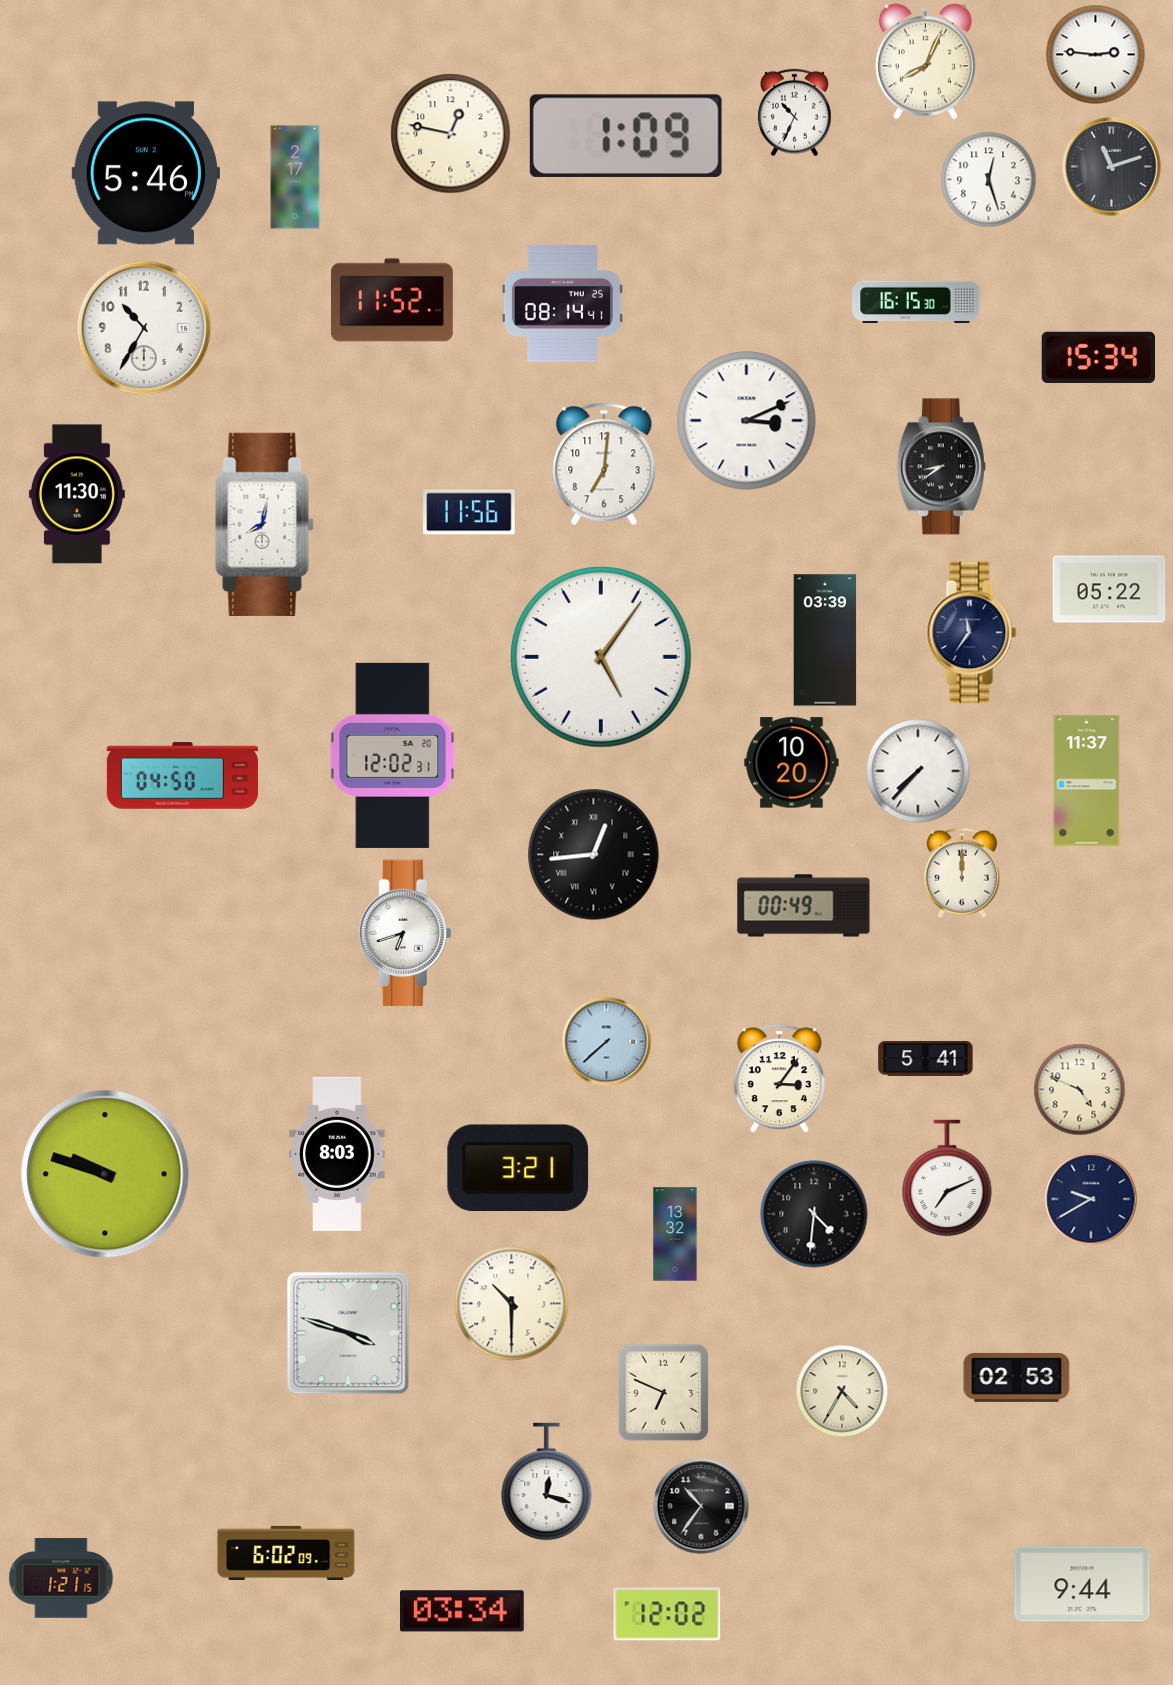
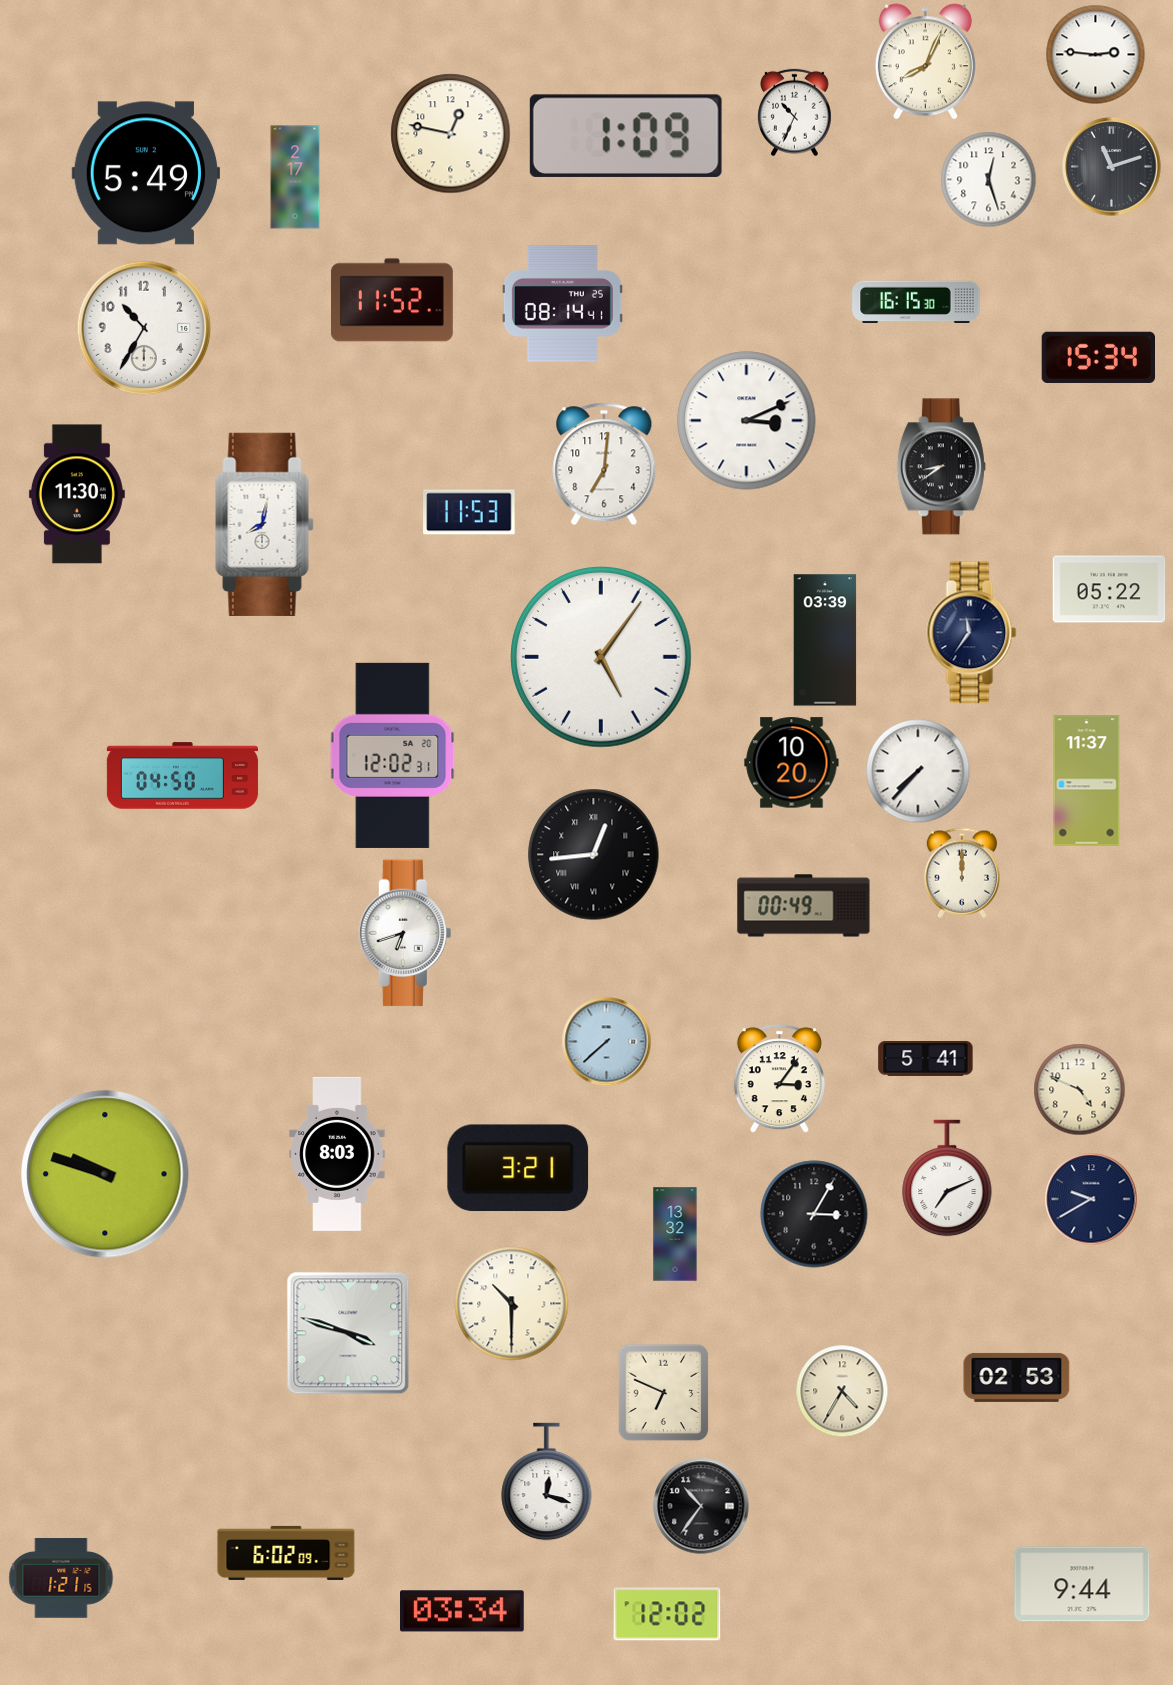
clock at (146, 173): 5:46 -> 5:49
clock at (469, 512): 11:56 -> 11:53
clock at (814, 1214): 4:31 -> 3:05
